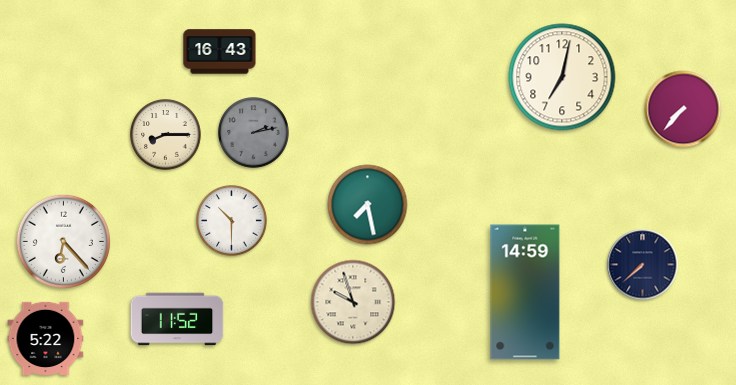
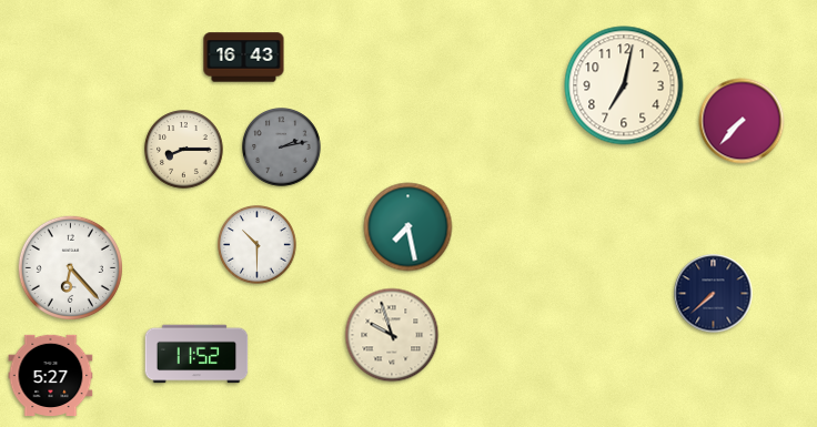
clock at (683, 109) position: (683, 109) -> (742, 121)
clock at (525, 292): 14:59 -> none
clock at (46, 338): 5:22 -> 5:27
